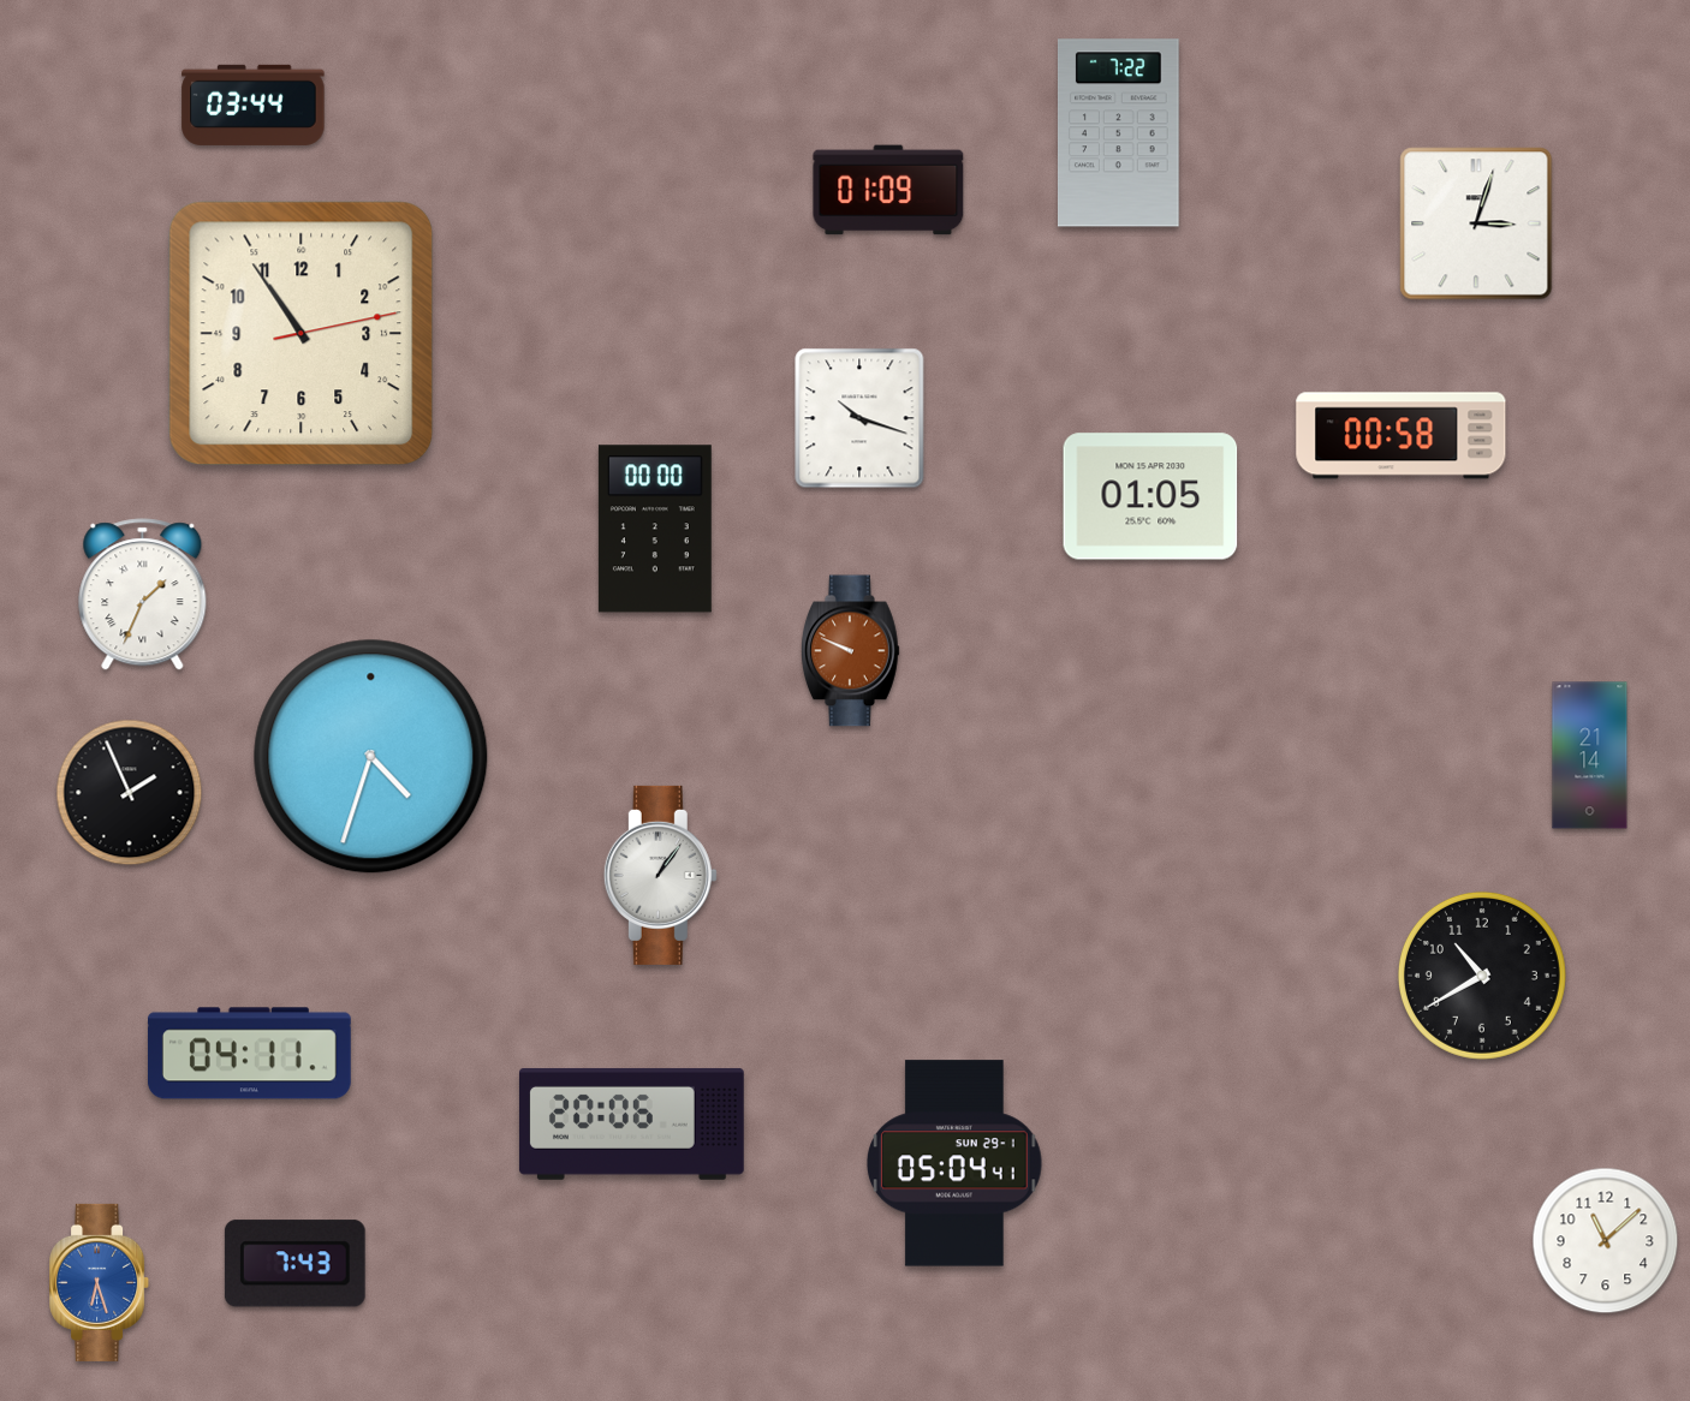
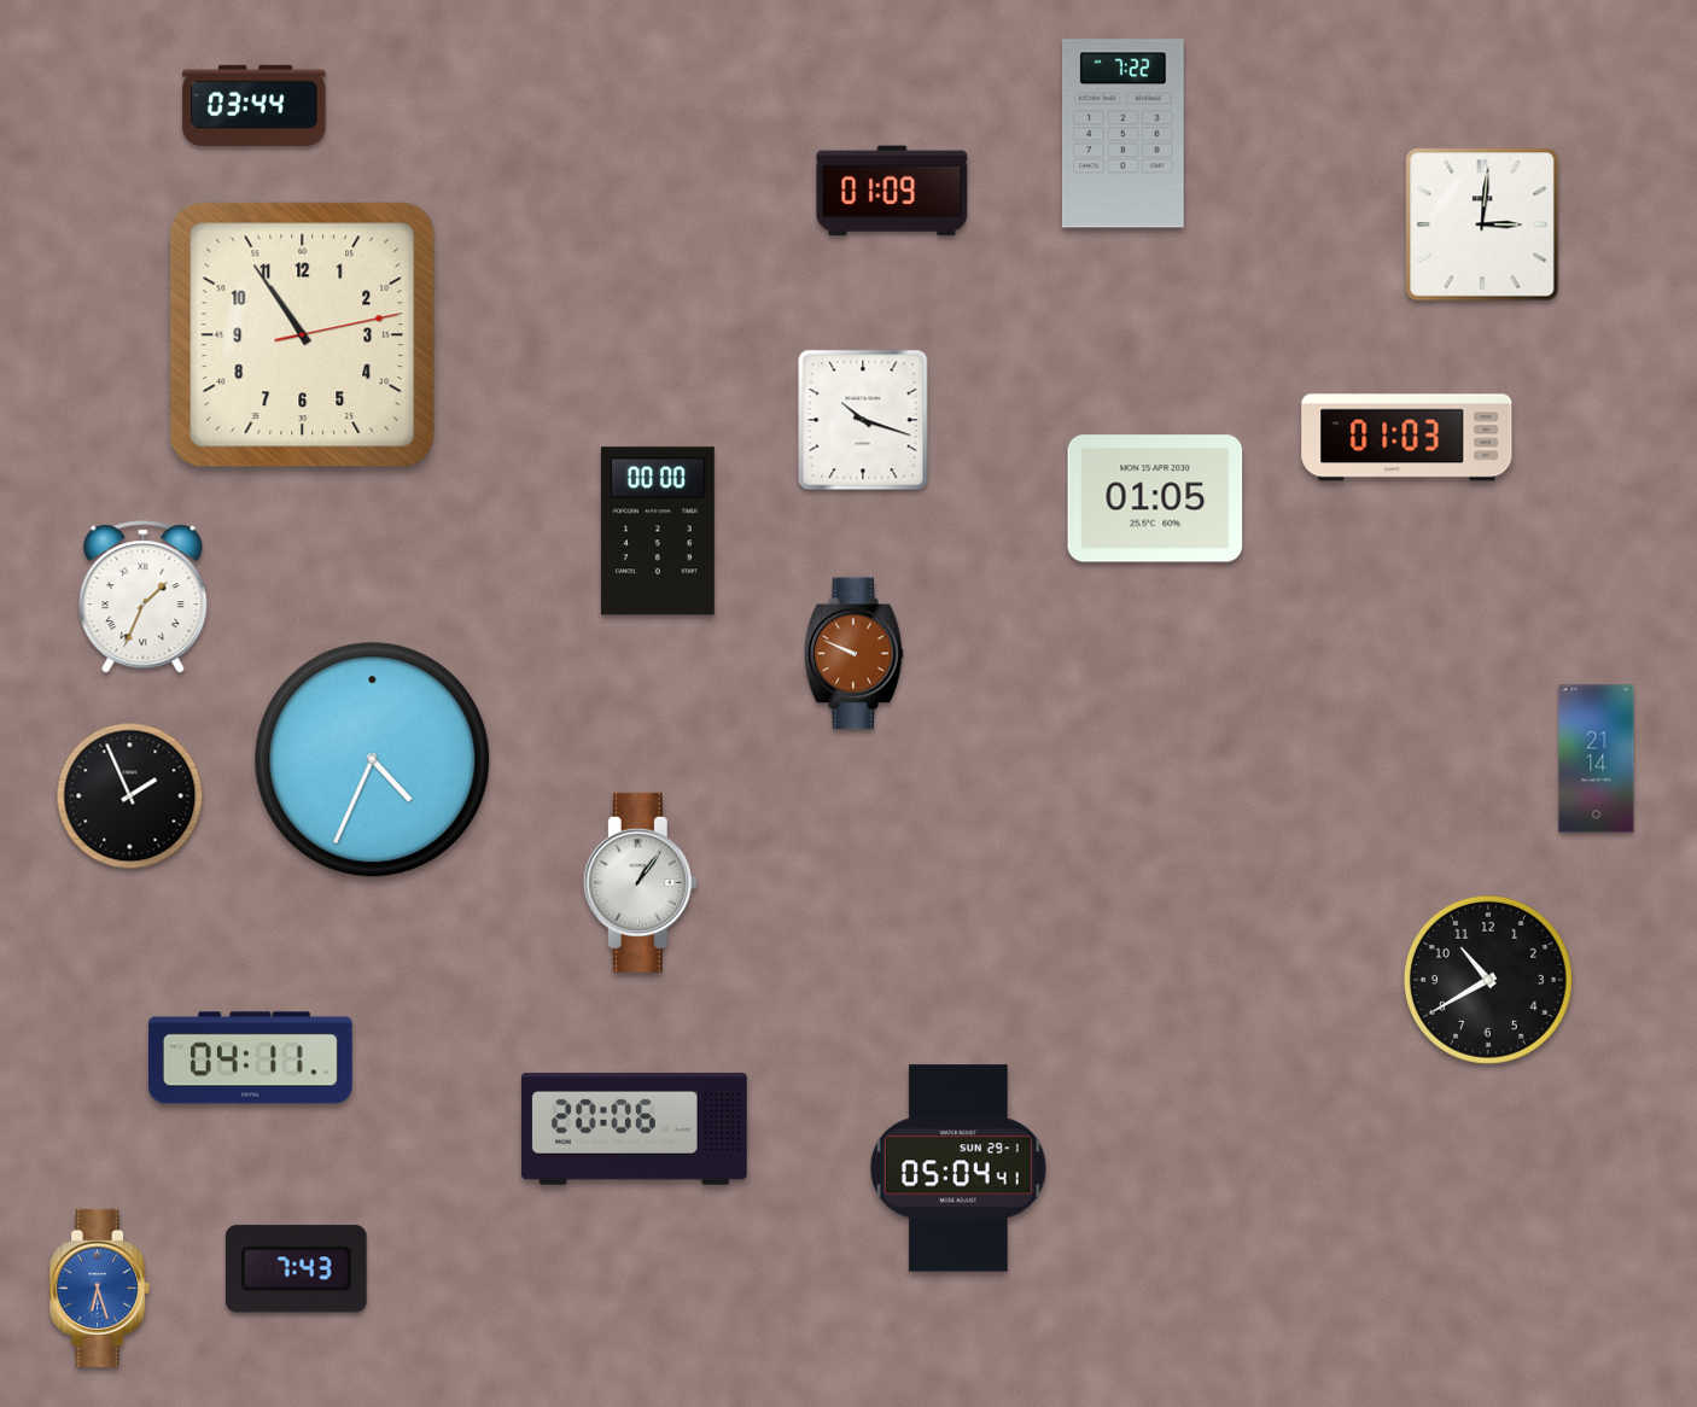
clock at (1476, 223): 3:03 -> 3:01
clock at (1402, 436): 00:58 -> 01:03
clock at (371, 757): 4:33 -> 4:34
clock at (660, 875) position: (660, 875) -> (640, 882)
clock at (1606, 1241): 11:08 -> none
